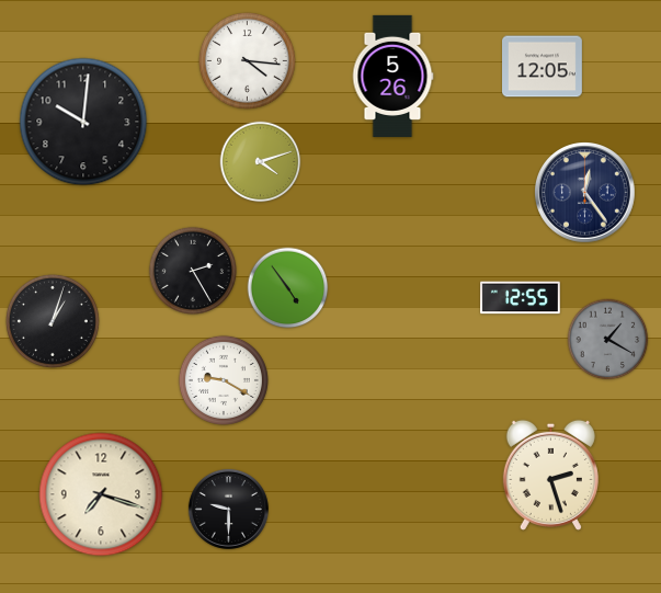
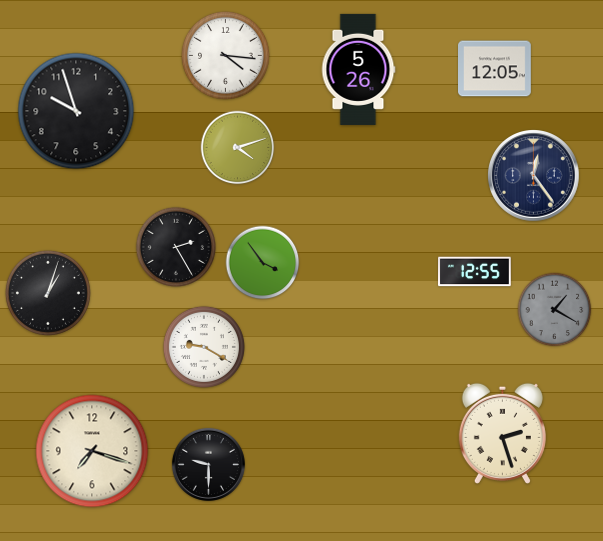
clock at (543, 67) position: (543, 67) -> (495, 69)
clock at (83, 122): 10:01 -> 9:57
clock at (288, 288): 4:54 -> 3:54
